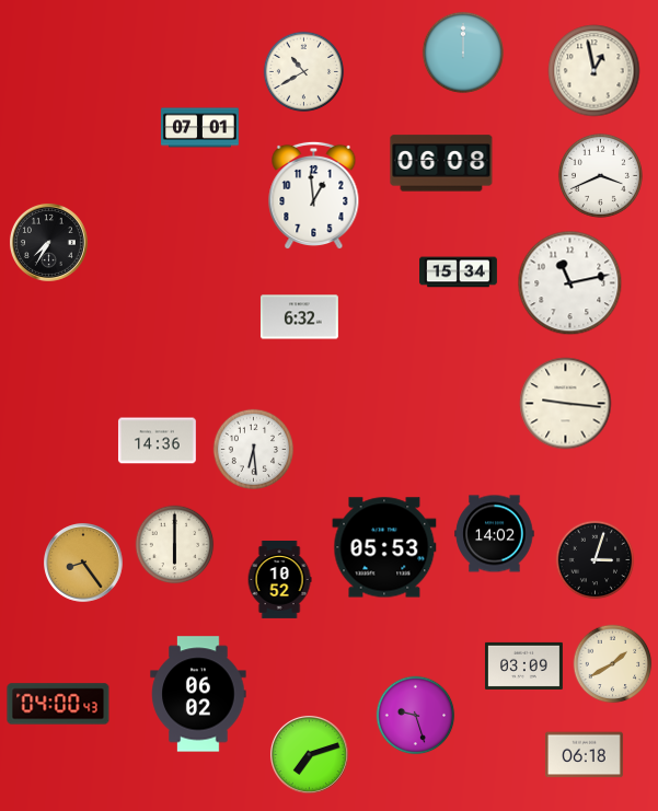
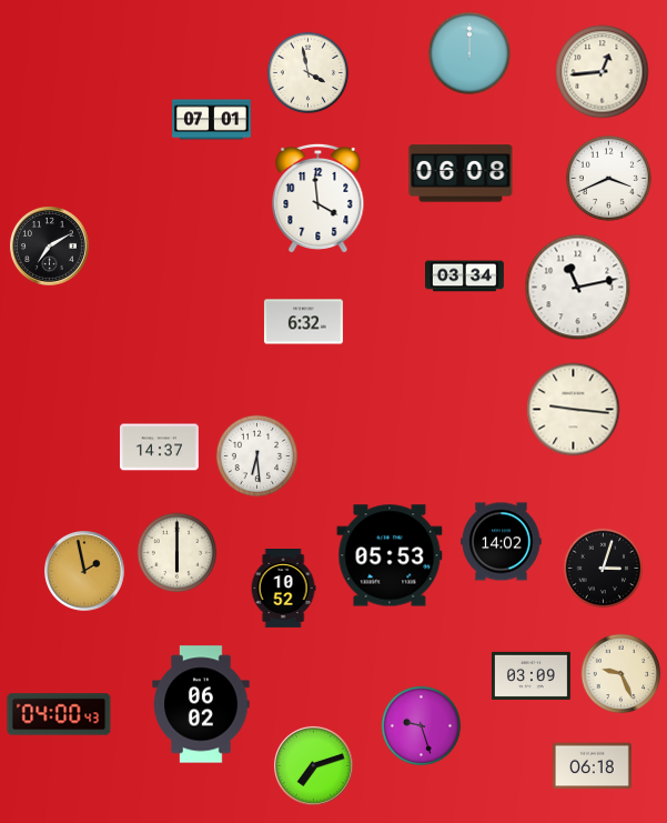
clock at (303, 71): 10:40 -> 3:58
clock at (594, 71): 12:58 -> 12:44
clock at (200, 128) position: (200, 128) -> (212, 120)
clock at (441, 163) position: (441, 163) -> (461, 173)
clock at (314, 195): 12:59 -> 3:59
clock at (48, 242): 7:35 -> 7:10
clock at (459, 273): 15:34 -> 03:34
clock at (157, 441): 14:36 -> 14:37
clock at (84, 564): 8:24 -> 1:58
clock at (613, 664): 1:40 -> 9:26
